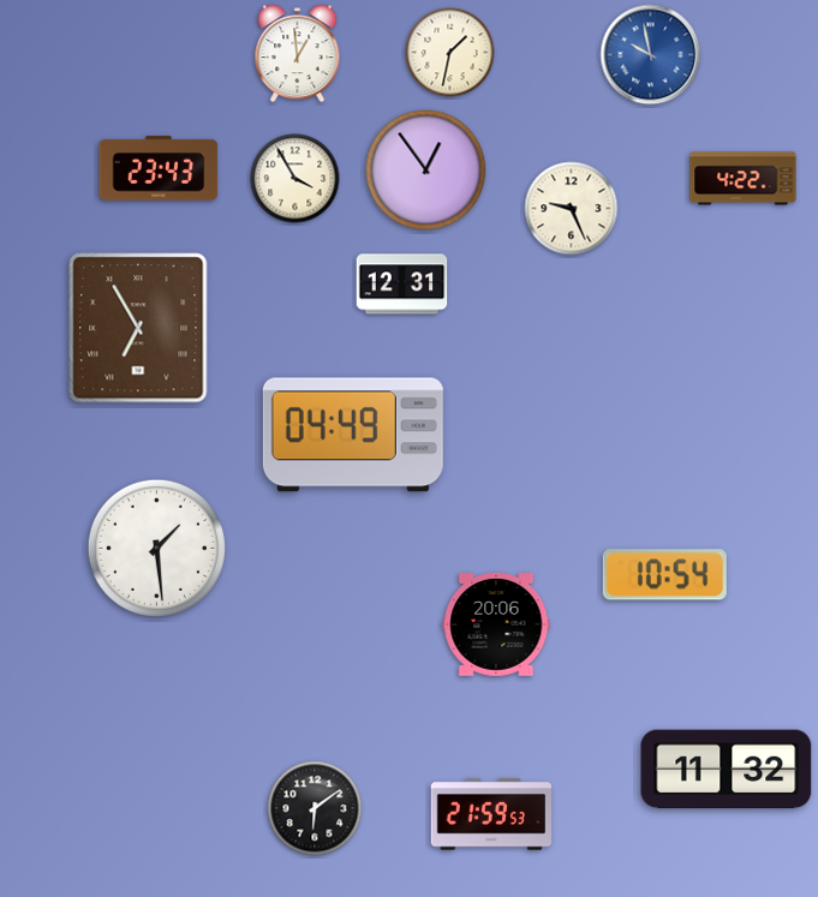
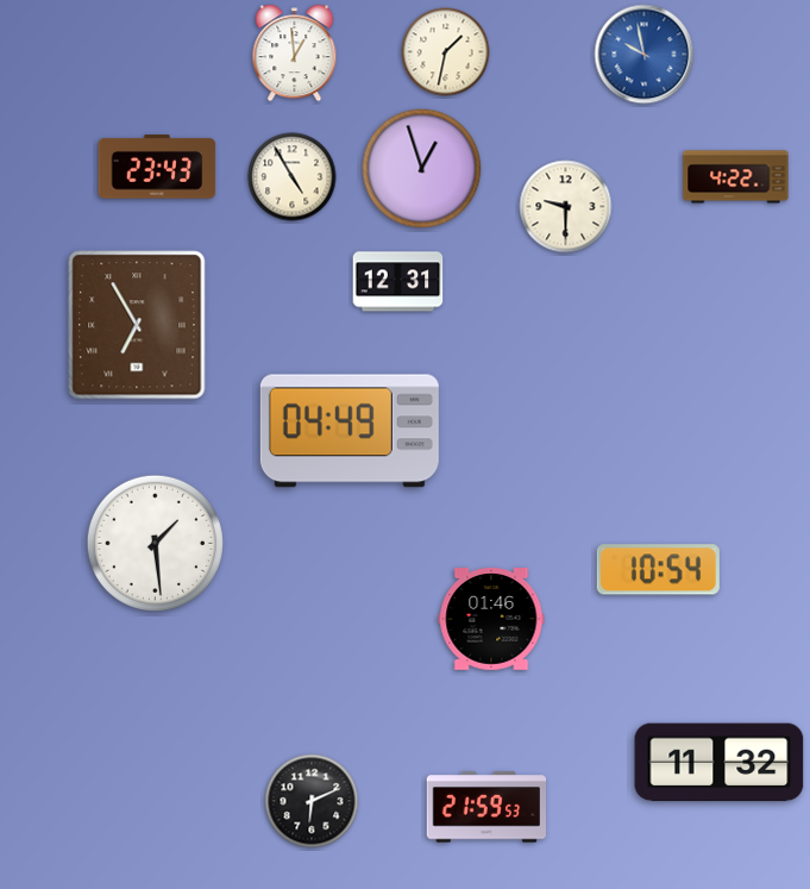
clock at (426, 171): 12:54 -> 12:57
clock at (295, 179): 3:55 -> 4:55
clock at (572, 209): 9:26 -> 9:30
clock at (496, 626): 20:06 -> 01:46
clock at (315, 808): 6:09 -> 6:11
